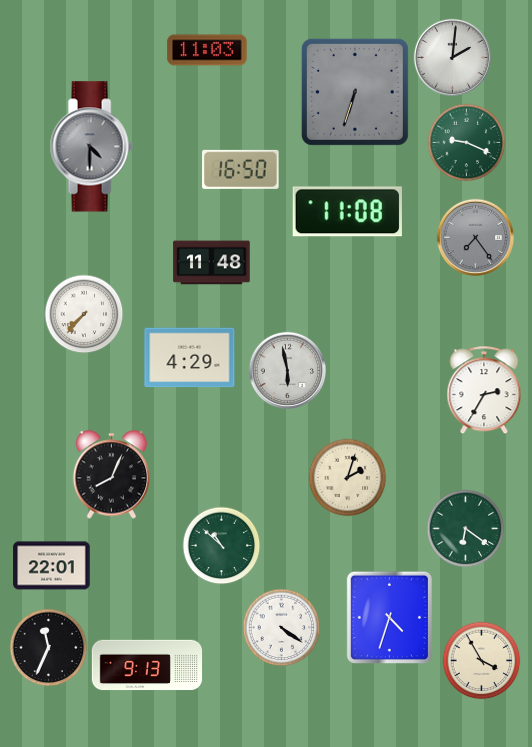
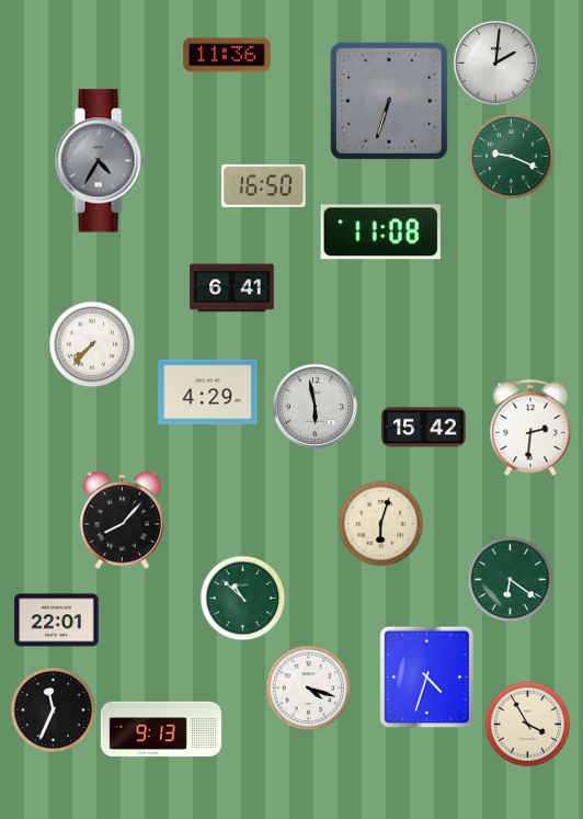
clock at (207, 50): 11:03 -> 11:36
clock at (91, 147): 4:30 -> 4:35
clock at (475, 237): 7:24 -> none
clock at (212, 263): 11:48 -> 6:41
clock at (424, 428): none -> 15:42
clock at (484, 390): 2:35 -> 2:31
clock at (112, 475): 8:04 -> 8:07
clock at (347, 477): 2:03 -> 6:03
clock at (281, 627): 4:21 -> 4:18
